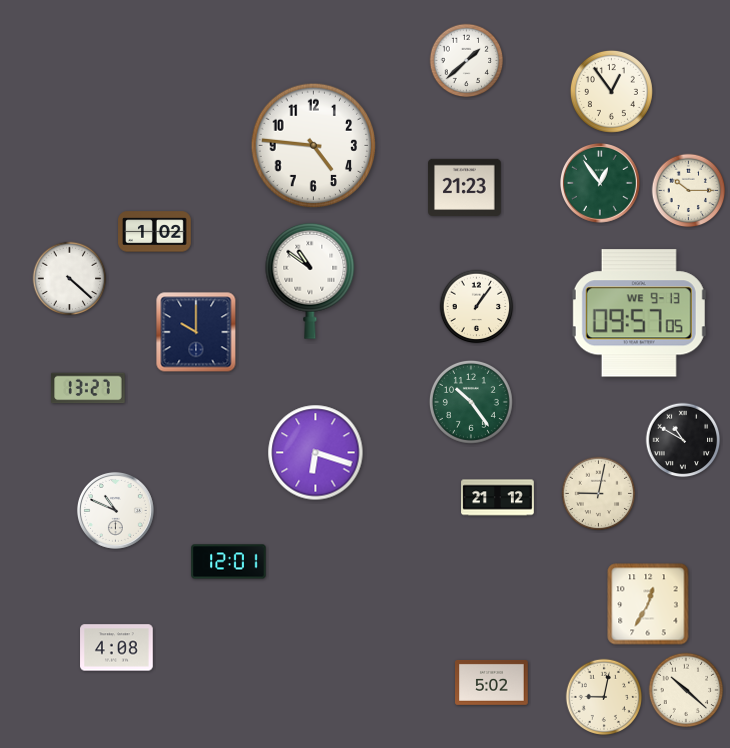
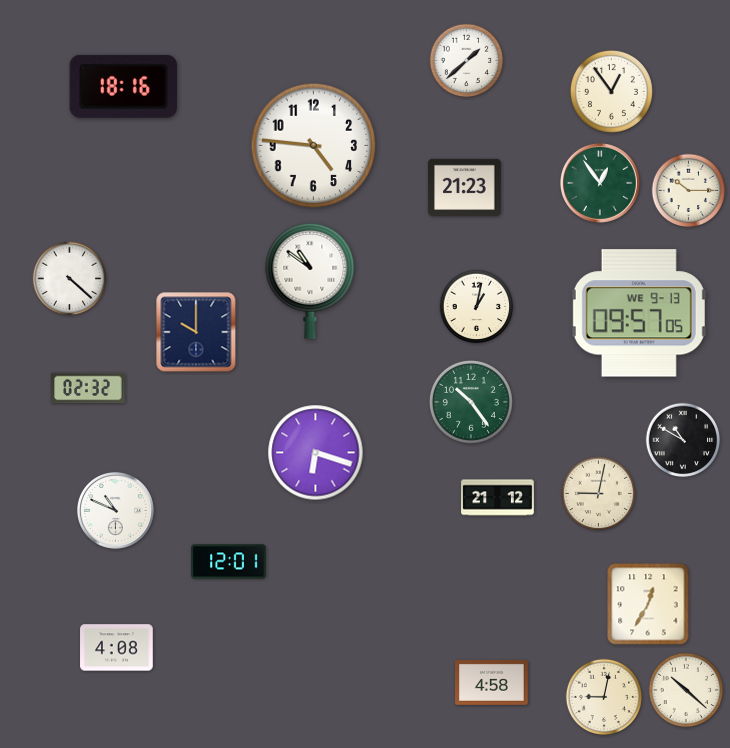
clock at (123, 86): none -> 18:16
clock at (155, 232): 1:02 -> none
clock at (477, 307): 1:06 -> 1:02
clock at (88, 388): 13:27 -> 02:32
clock at (492, 683): 5:02 -> 4:58
